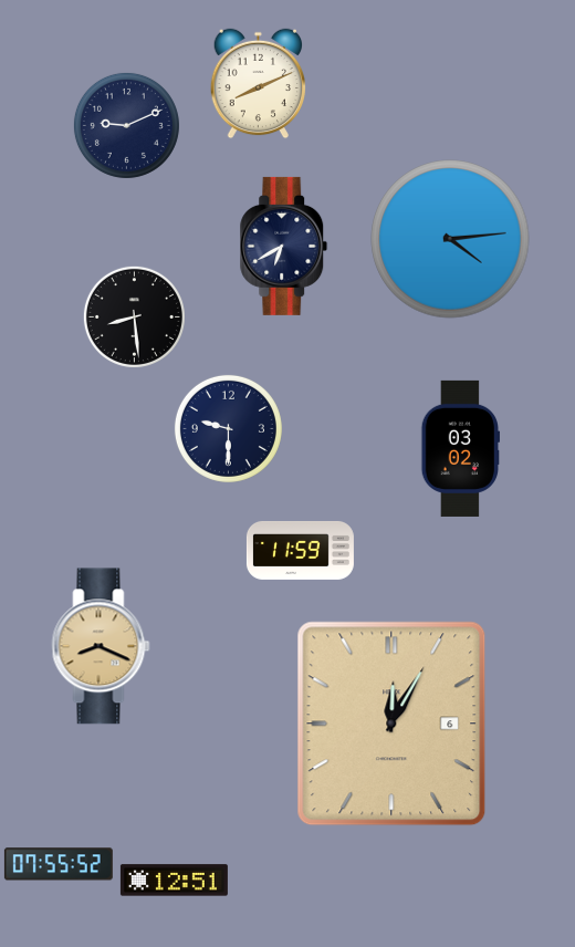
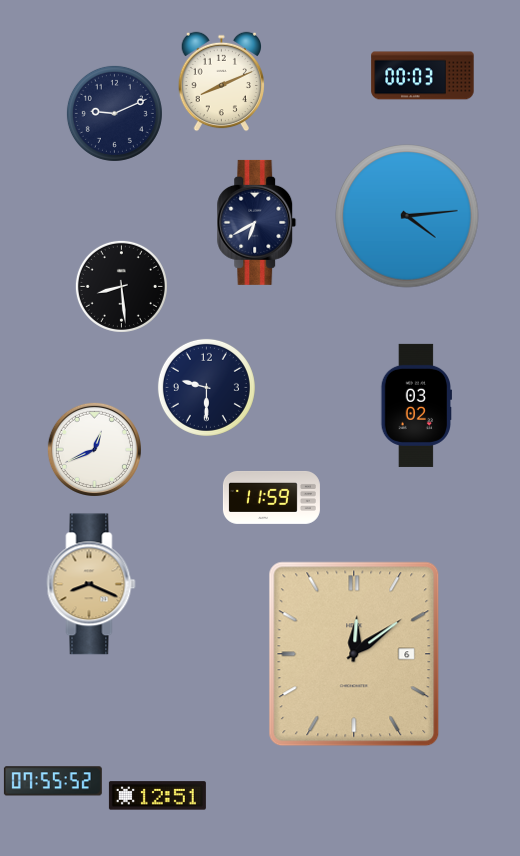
clock at (258, 84) position: (258, 84) -> (221, 82)
clock at (423, 76): none -> 00:03
clock at (94, 449): none -> 12:41
clock at (391, 724): 12:05 -> 12:09
